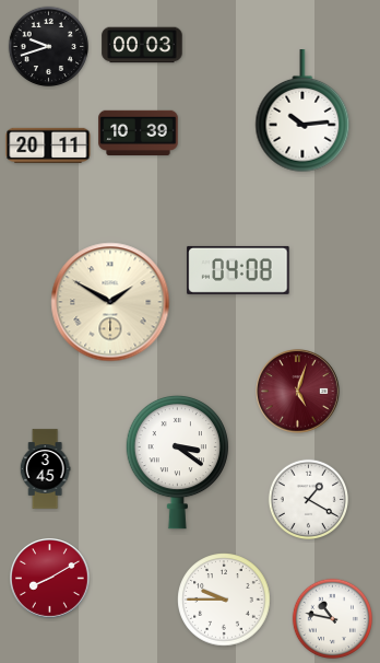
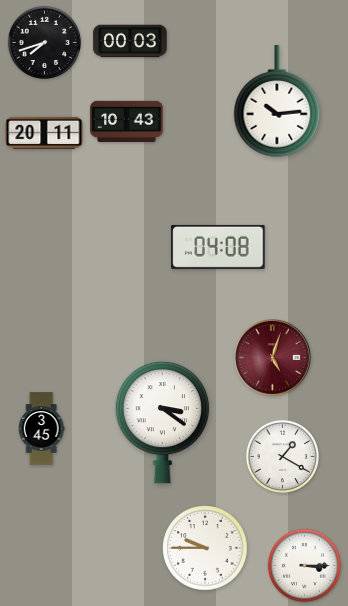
clock at (48, 46): 9:42 -> 7:42
clock at (139, 132): 10:39 -> 10:43
clock at (110, 302): 1:50 -> none
clock at (50, 579): 8:10 -> none
clock at (332, 618): 10:47 -> 3:15
